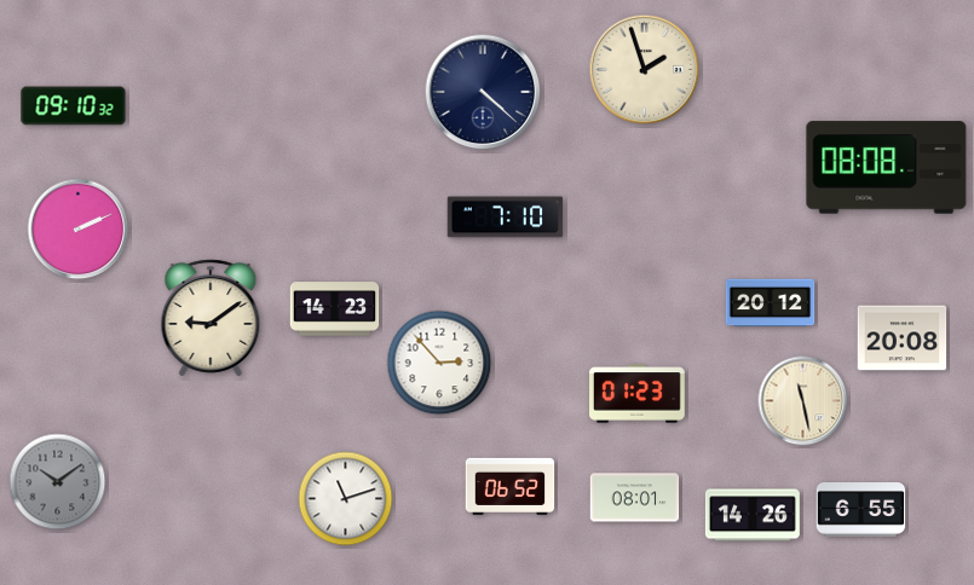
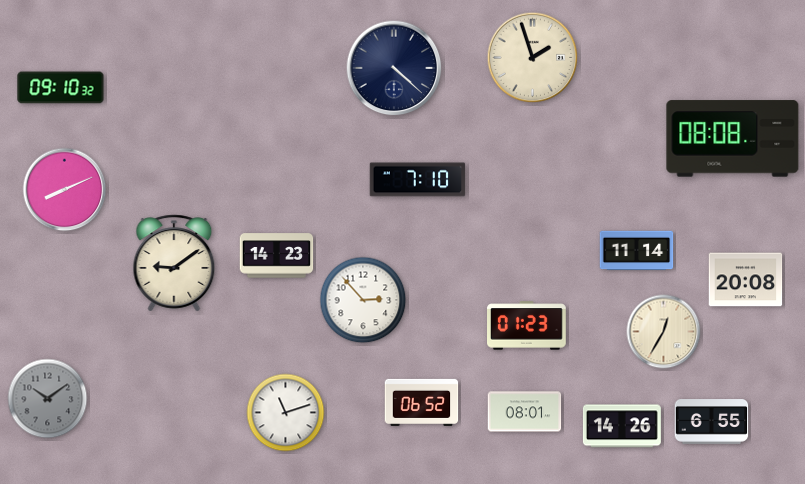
clock at (483, 92) position: (483, 92) -> (394, 68)
clock at (79, 230): 2:11 -> 8:11
clock at (771, 303): 20:12 -> 11:14
clock at (803, 401): 11:28 -> 12:35
